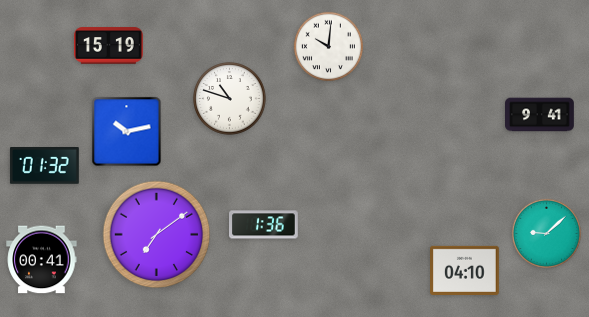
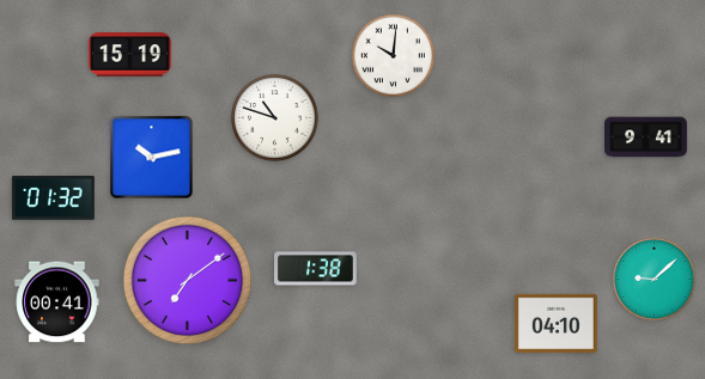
clock at (264, 225): 1:36 -> 1:38
clock at (42, 260) position: (42, 260) -> (57, 302)
